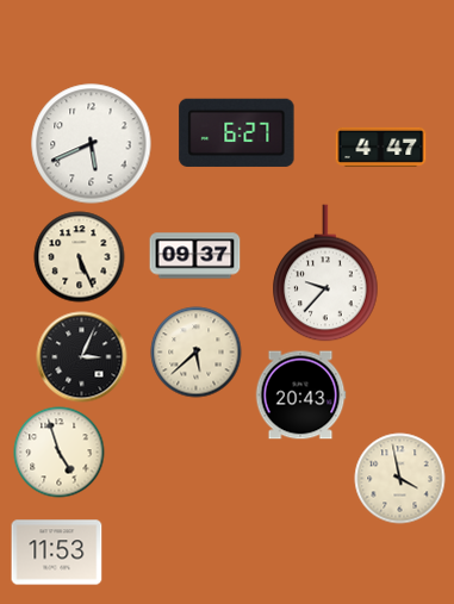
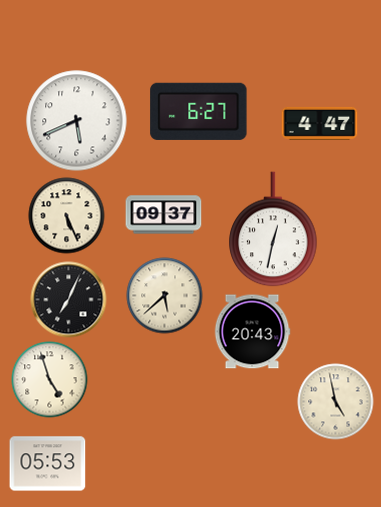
clock at (325, 273): 9:37 -> 12:32
clock at (82, 357): 3:04 -> 7:04
clock at (400, 479): 3:58 -> 4:58
clock at (57, 553): 11:53 -> 05:53
